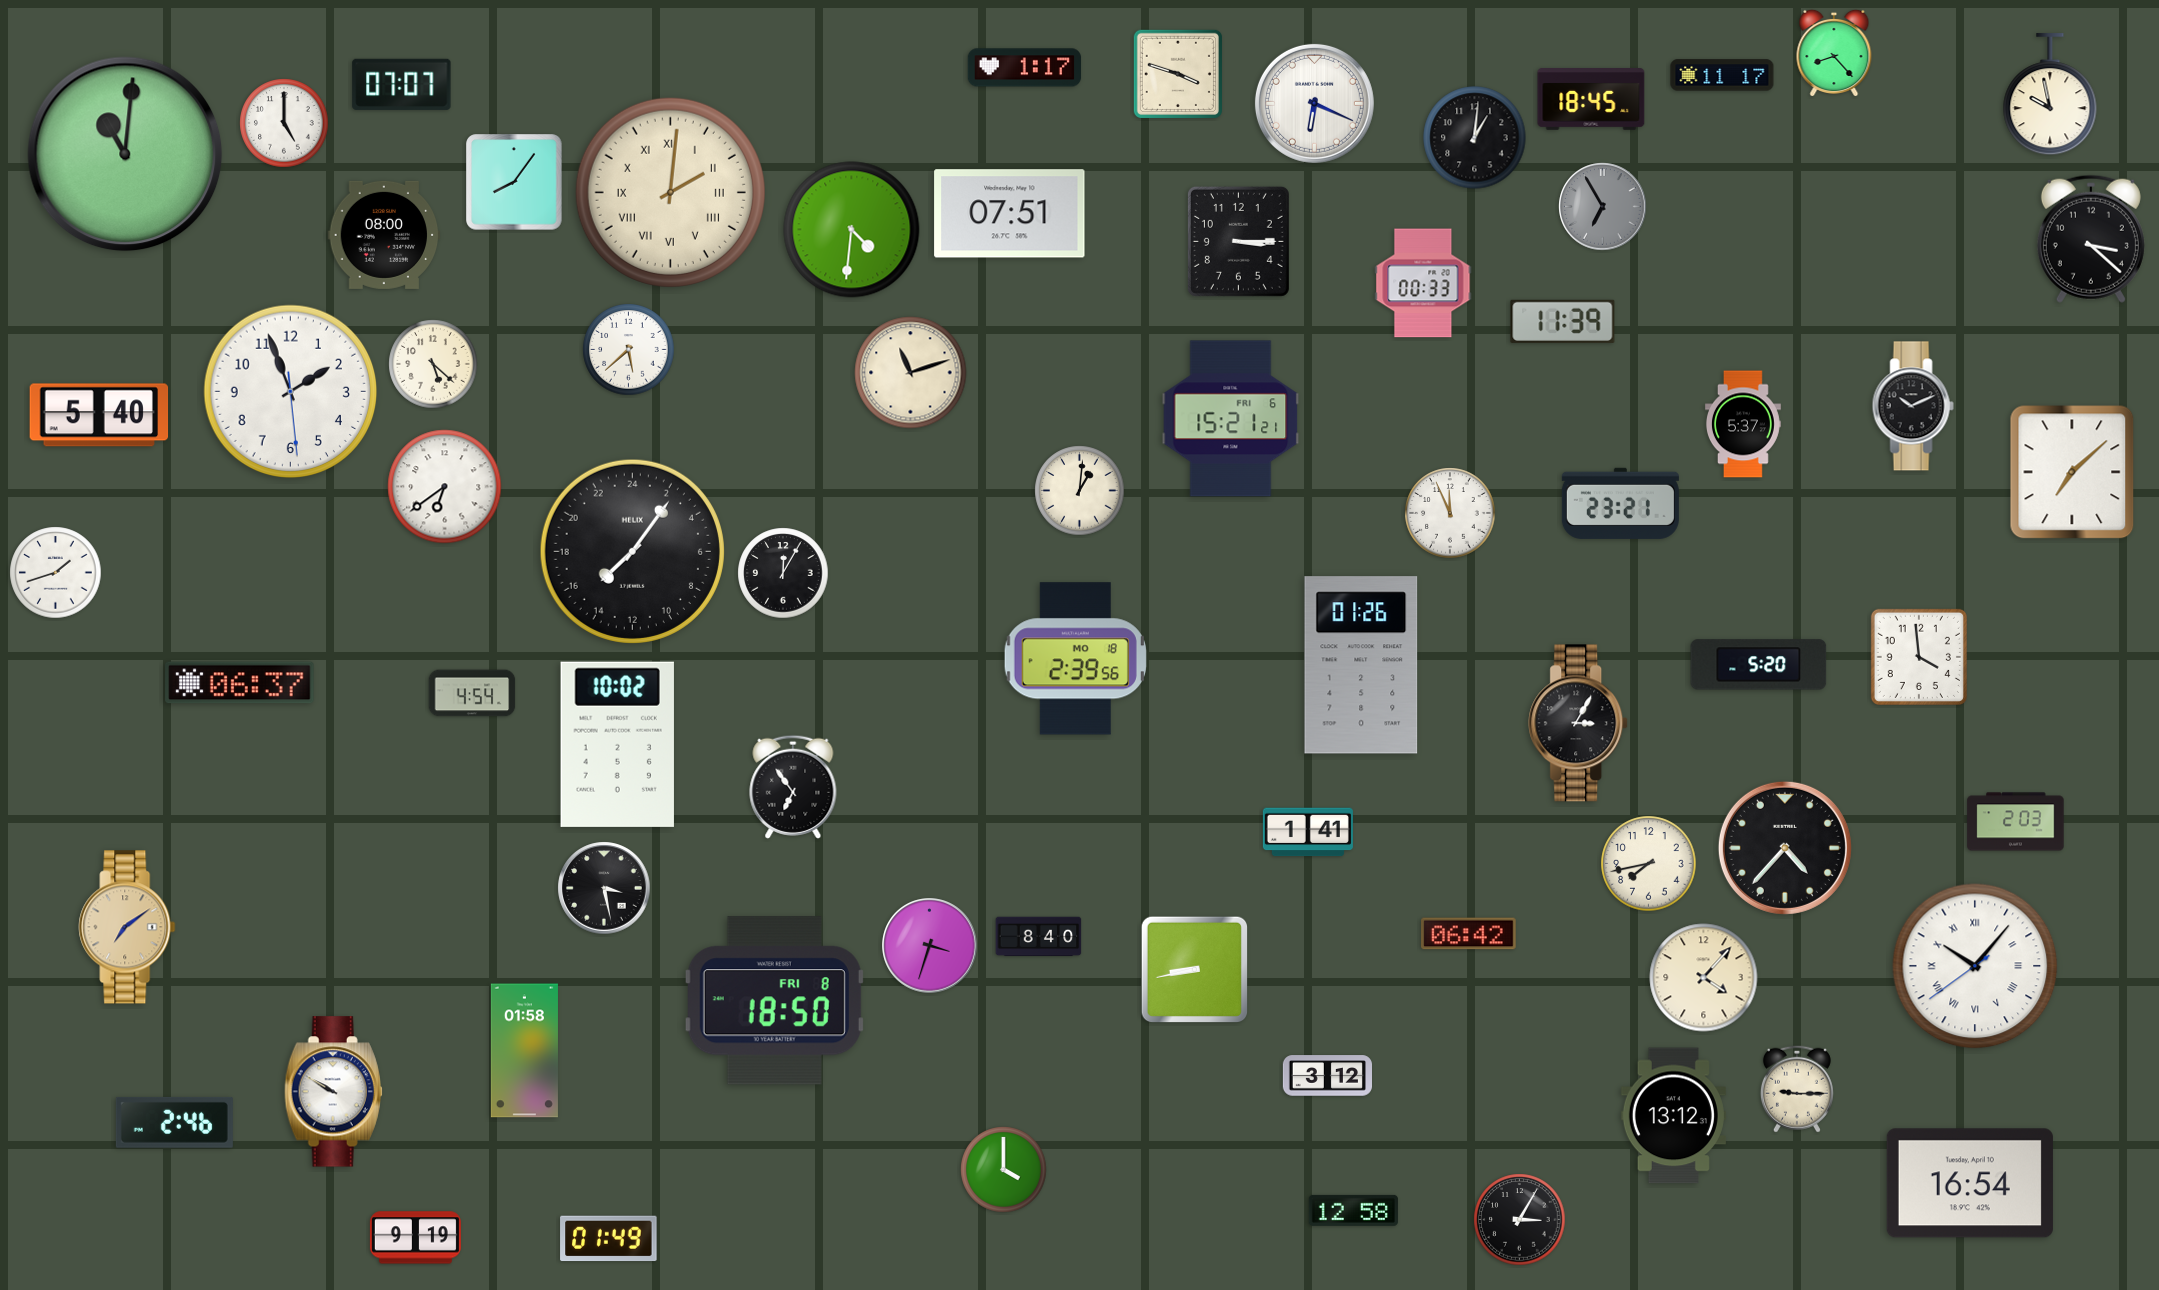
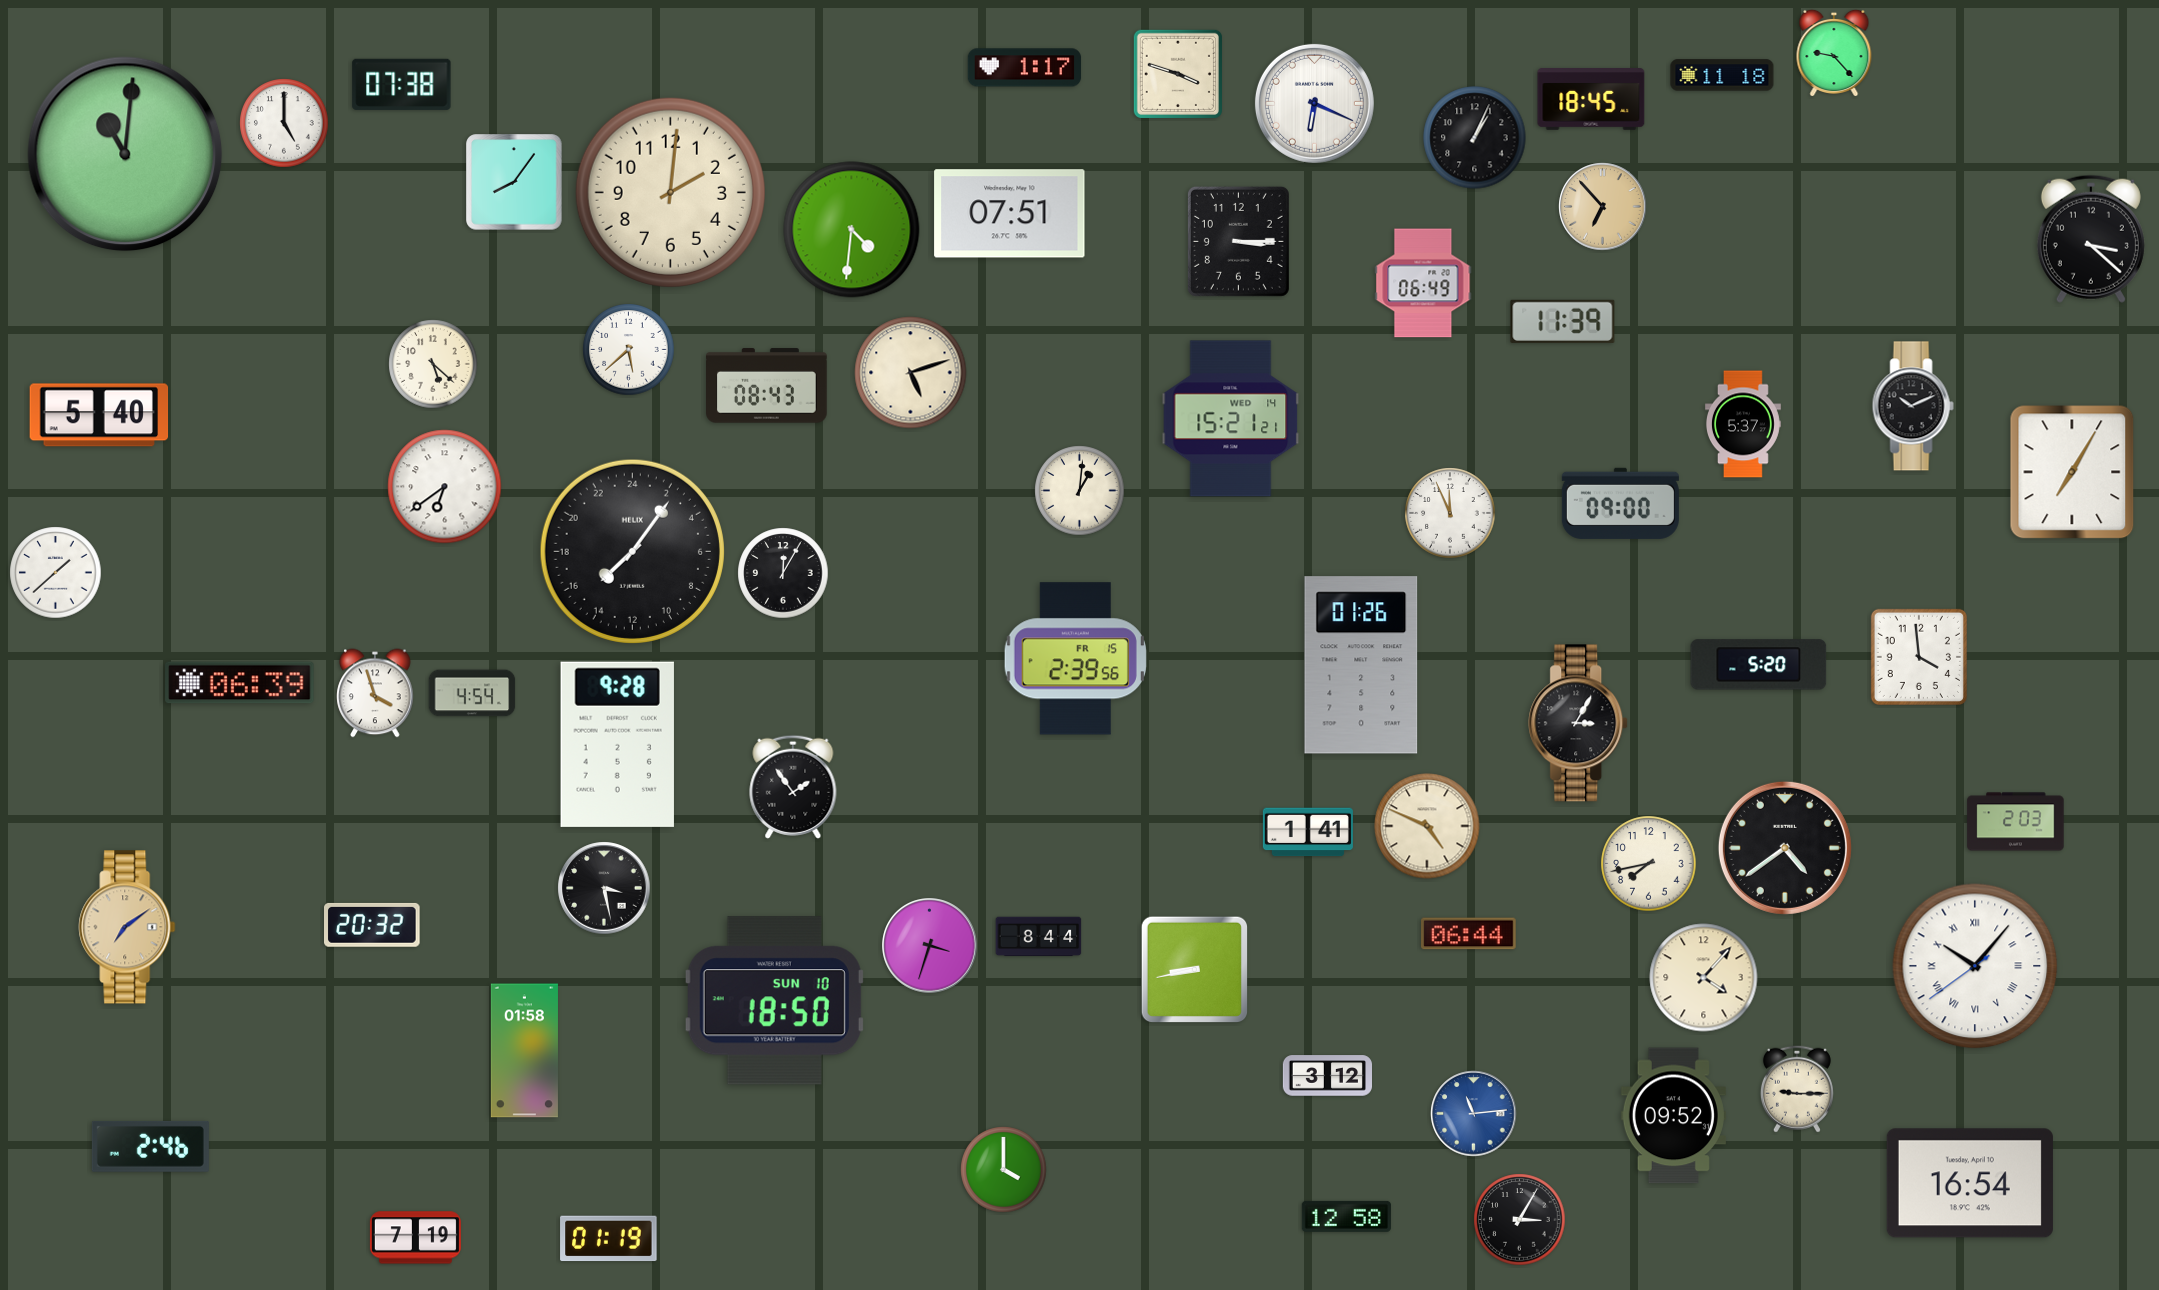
clock at (1834, 52): 8:23 -> 9:23
clock at (1722, 75): 11:17 -> 11:18
clock at (402, 84): 07:07 -> 07:38
clock at (2050, 95): 9:58 -> none
clock at (1475, 138): 1:01 -> 1:04
clock at (670, 192) numerals: Roman -> Arabic
clock at (1603, 207): 6:55 -> 6:53
clock at (1603, 207) dial: grey -> champagne
clock at (384, 235): 08:00 -> none
clock at (1423, 283): 00:33 -> 06:49
clock at (911, 373): 11:12 -> 5:12
clock at (767, 386): none -> 08:43
clock at (291, 392): 1:56 -> none
clock at (1231, 419) date: FRI 6 -> WED 14
clock at (2072, 472): 7:08 -> 7:05
clock at (1620, 503): 23:21 -> 09:00
clock at (56, 573): 1:42 -> 1:38
clock at (1075, 659) date: MO 18 -> FR 15
clock at (240, 683): 06:37 -> 06:39
clock at (375, 693): none -> 3:57
clock at (617, 744): 10:02 -> 9:28
clock at (793, 787): 6:54 -> 1:54
clock at (1427, 826): none -> 4:49
clock at (1785, 848): 4:37 -> 4:39
clock at (373, 925): none -> 20:32
clock at (1469, 934): 06:42 -> 06:44
clock at (1039, 937): 8:40 -> 8:44
clock at (774, 1001) date: FRI 8 -> SUN 10
clock at (333, 1092): 9:50 -> none
clock at (1474, 1114): none -> 11:14
clock at (1673, 1116): 13:12 -> 09:52
clock at (174, 1122) position: (174, 1122) -> (150, 1146)
clock at (1353, 1210) position: (1353, 1210) -> (1346, 1216)
clock at (415, 1238): 9:19 -> 7:19
clock at (609, 1239): 01:49 -> 01:19
